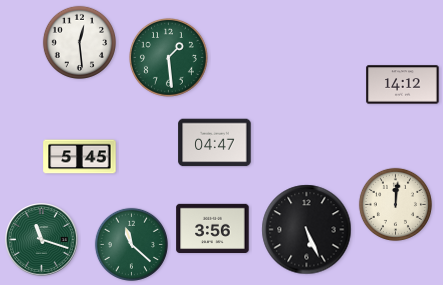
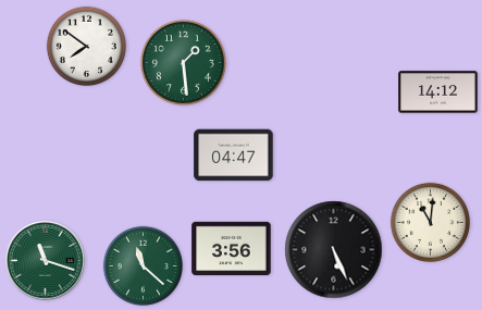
clock at (79, 42): 12:29 -> 7:51
clock at (80, 157): 5:45 -> none
clock at (395, 204): 12:01 -> 11:01
